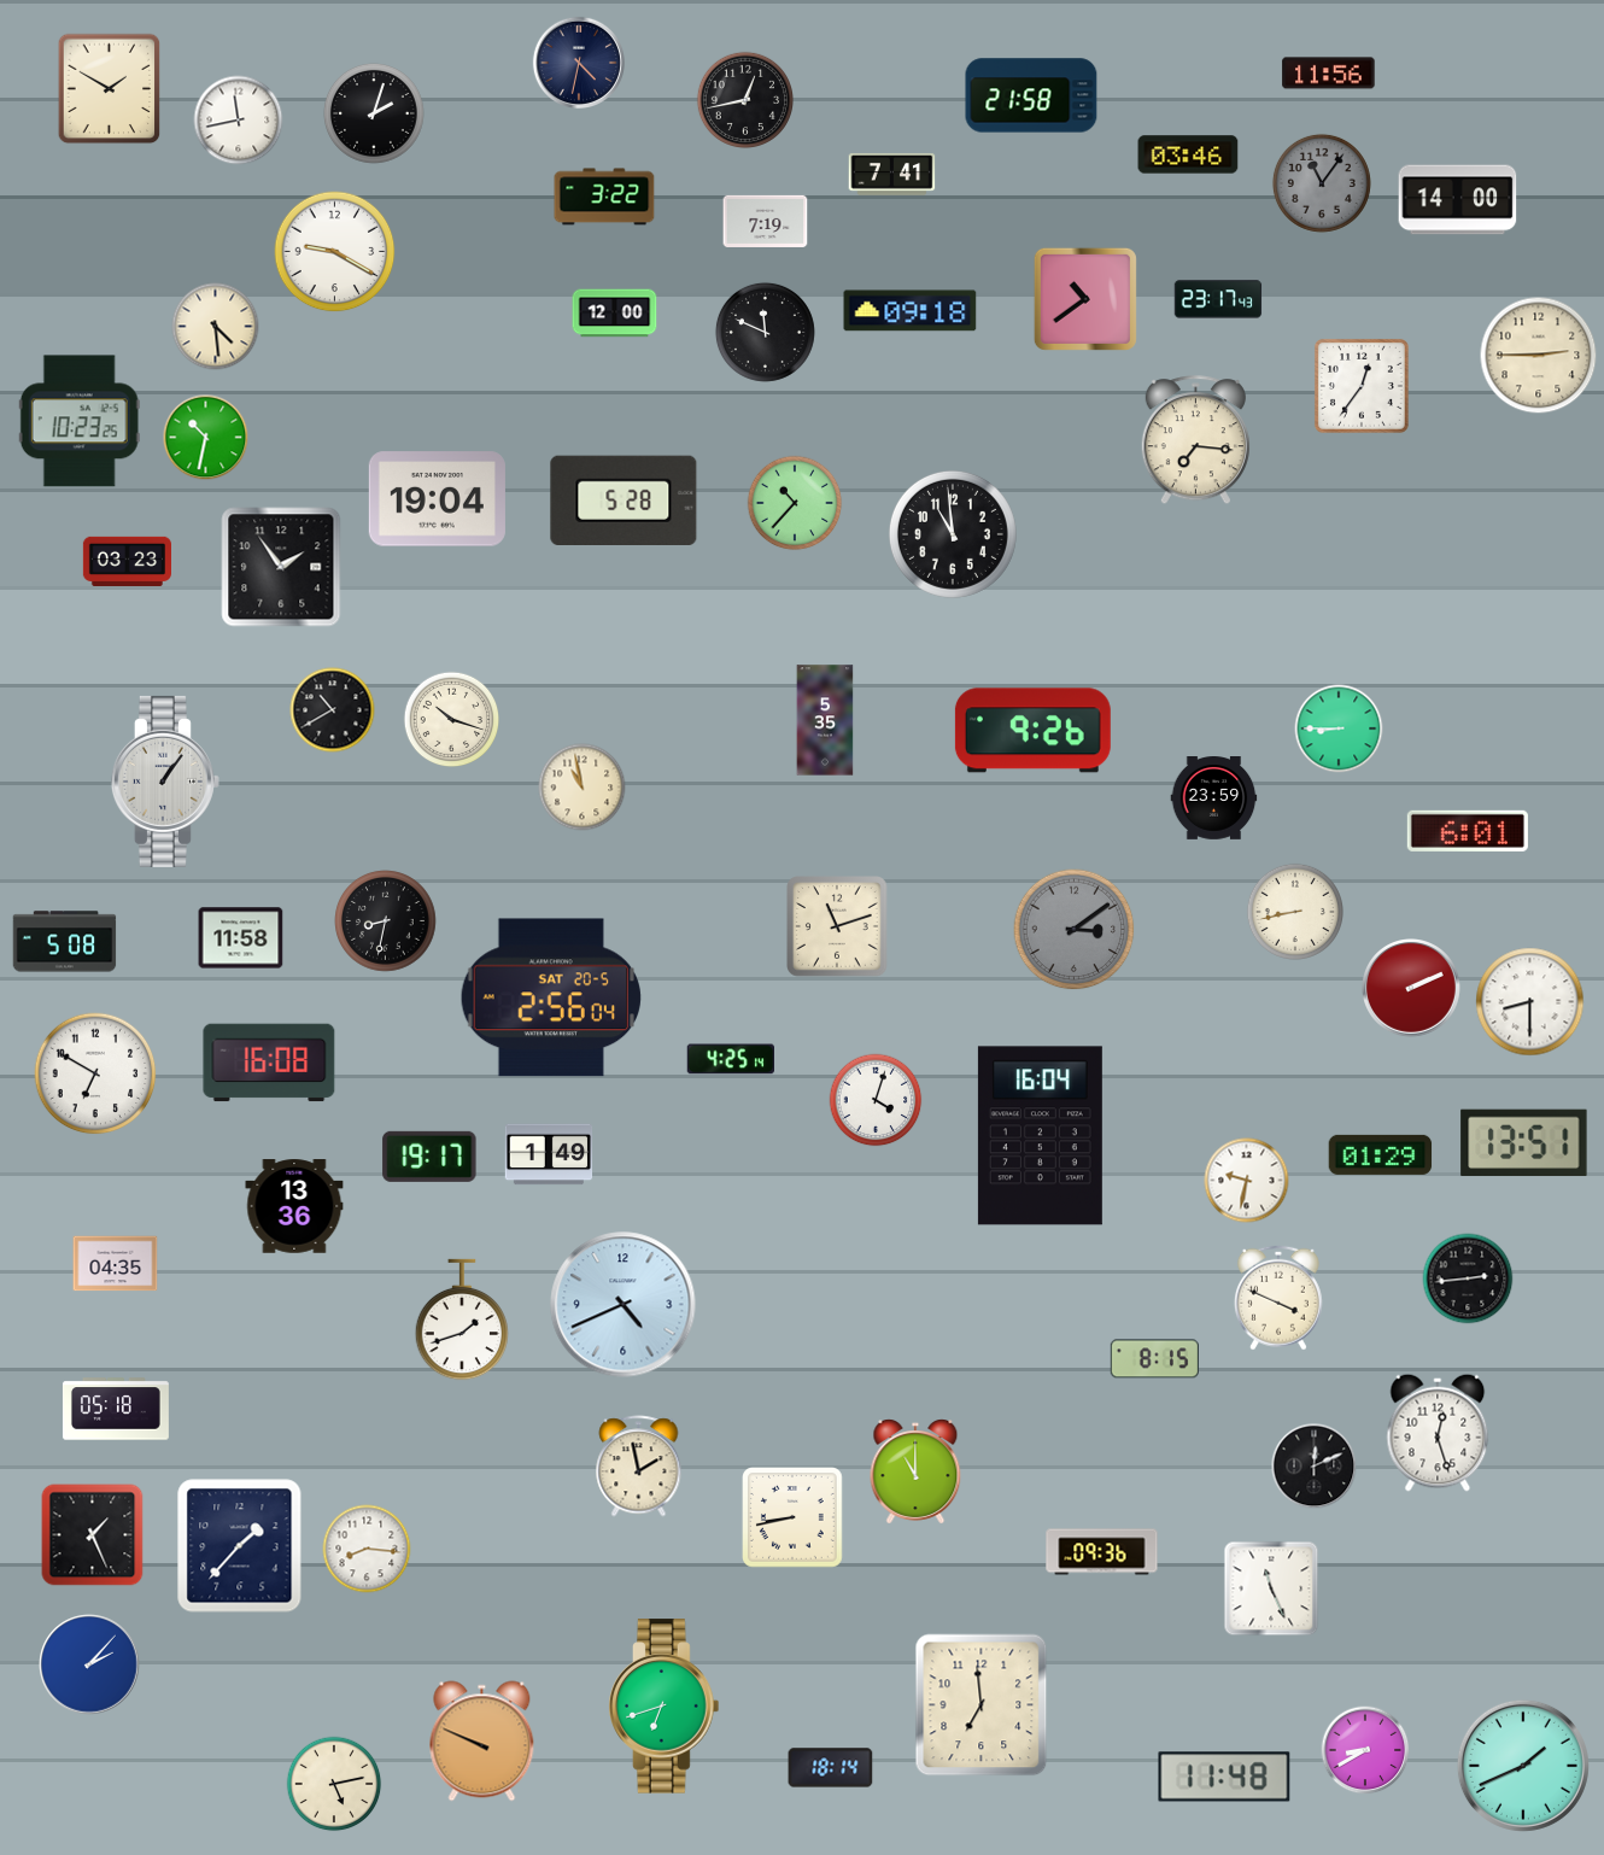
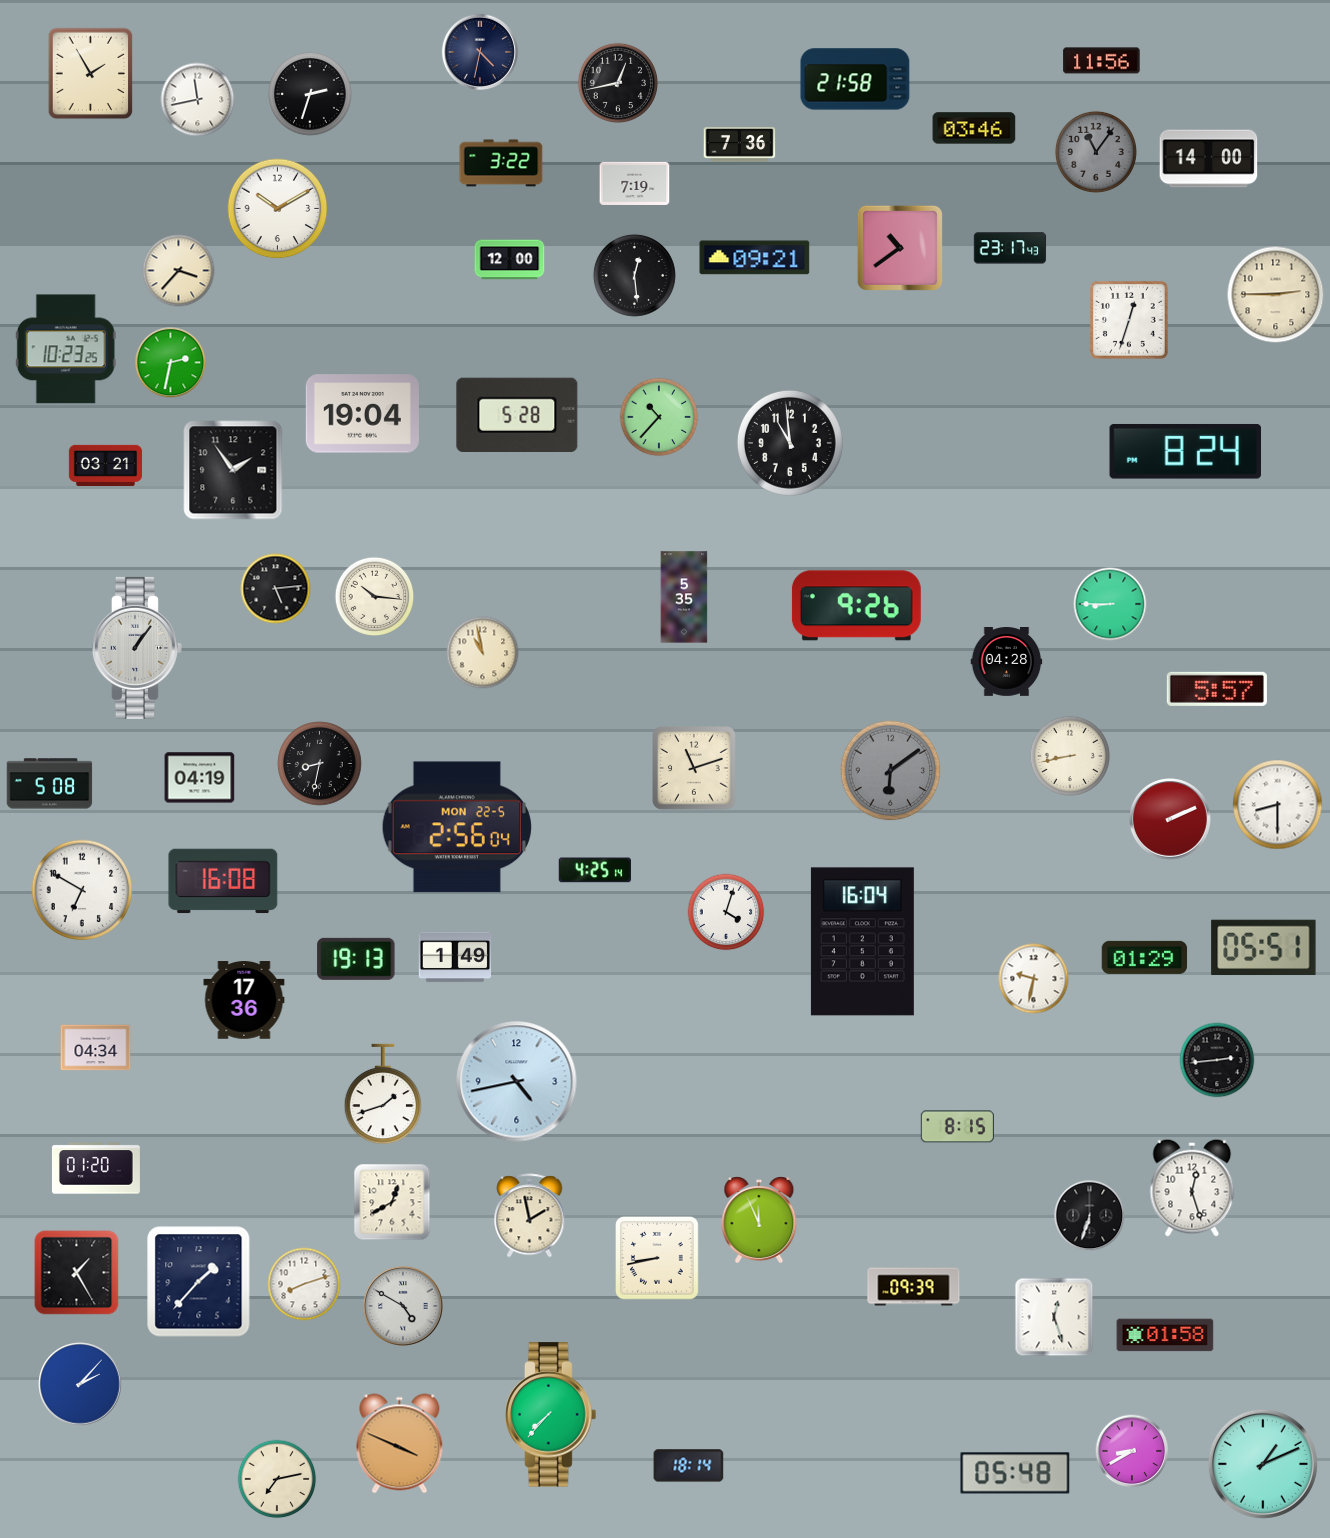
clock at (110, 89): 1:50 -> 1:55
clock at (375, 115): 2:03 -> 2:33
clock at (1188, 154) position: (1188, 154) -> (974, 128)
clock at (892, 175): 7:41 -> 7:36
clock at (1458, 200) position: (1458, 200) -> (1209, 159)
clock at (335, 252): 9:20 -> 10:10
clock at (911, 311): 09:18 -> 09:21
clock at (216, 327): 4:29 -> 3:37
clock at (765, 332): 11:49 -> 12:29
clock at (1362, 386): 12:36 -> 12:33
clock at (206, 438): 10:32 -> 2:32
clock at (1195, 440): 7:16 -> none
clock at (1185, 451): none -> 8:24
clock at (127, 561): 03:23 -> 03:21
clock at (333, 710): 10:40 -> 5:14
clock at (452, 720): 10:18 -> 10:16
clock at (1214, 798): 23:59 -> 04:28
clock at (1468, 831): 6:01 -> 5:57
clock at (1294, 911) position: (1294, 911) -> (1069, 755)
clock at (1075, 930): 3:09 -> 6:09
clock at (241, 938): 11:58 -> 04:19
clock at (65, 942) position: (65, 942) -> (50, 784)
clock at (550, 997) date: SAT 20-5 -> MON 22-5
clock at (1530, 1002) position: (1530, 1002) -> (1278, 805)
clock at (730, 1059) position: (730, 1059) -> (594, 870)
clock at (95, 1073) position: (95, 1073) -> (82, 890)
clock at (1524, 1143): 13:51 -> 05:51
clock at (429, 1157): 19:17 -> 19:13
clock at (294, 1206): 13:36 -> 17:36
clock at (116, 1264): 04:35 -> 04:34
clock at (1278, 1298): 3:49 -> none
clock at (624, 1305): 4:41 -> 4:43
clock at (116, 1409): 05:18 -> 01:20
clock at (392, 1202): none -> 12:40
clock at (1315, 1467): 12:11 -> 6:33
clock at (915, 1471): 11:00 -> 11:56
clock at (93, 1535): 1:26 -> 1:25
clock at (367, 1549): 8:16 -> 8:12
clock at (1102, 1552): 09:36 -> 09:39
clock at (403, 1306): none -> 4:50
clock at (1271, 1588): 11:26 -> 12:27
clock at (1165, 1335): none -> 01:58
clock at (89, 1664) position: (89, 1664) -> (80, 1384)
clock at (982, 1705): 6:59 -> none
clock at (665, 1707): 6:42 -> 7:37
clock at (482, 1742): 9:49 -> 3:49
clock at (1523, 1766): 1:41 -> 1:11
clock at (1224, 1777): 11:48 -> 05:48
clock at (334, 1784): 5:13 -> 7:13
